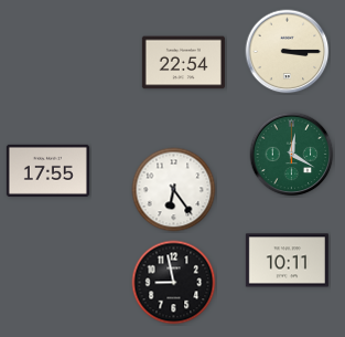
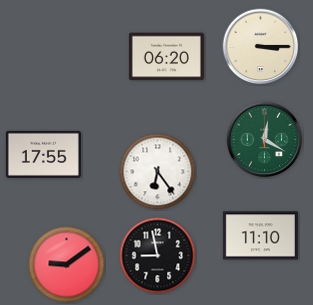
clock at (183, 63): 22:54 -> 06:20
clock at (287, 261): 10:11 -> 11:10
clock at (67, 265): none -> 9:09
